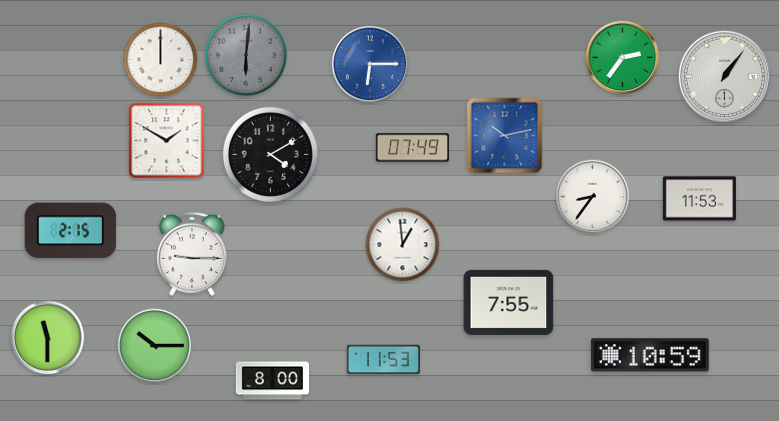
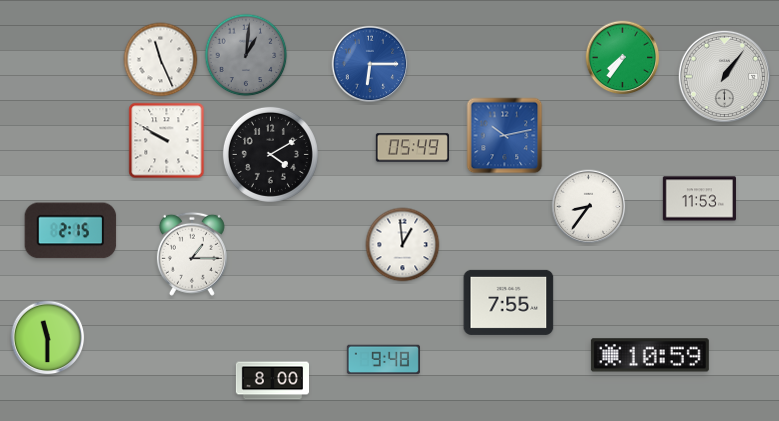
clock at (246, 55): 6:01 -> 1:01
clock at (623, 58): 2:36 -> 7:36
clock at (161, 60): 12:00 -> 11:26
clock at (167, 141): 1:50 -> 9:50
clock at (412, 148): 07:49 -> 05:49
clock at (593, 197) position: (593, 197) -> (589, 207)
clock at (192, 254): 9:15 -> 1:15
clock at (155, 346): 10:15 -> none
clock at (383, 360): 11:53 -> 9:48
